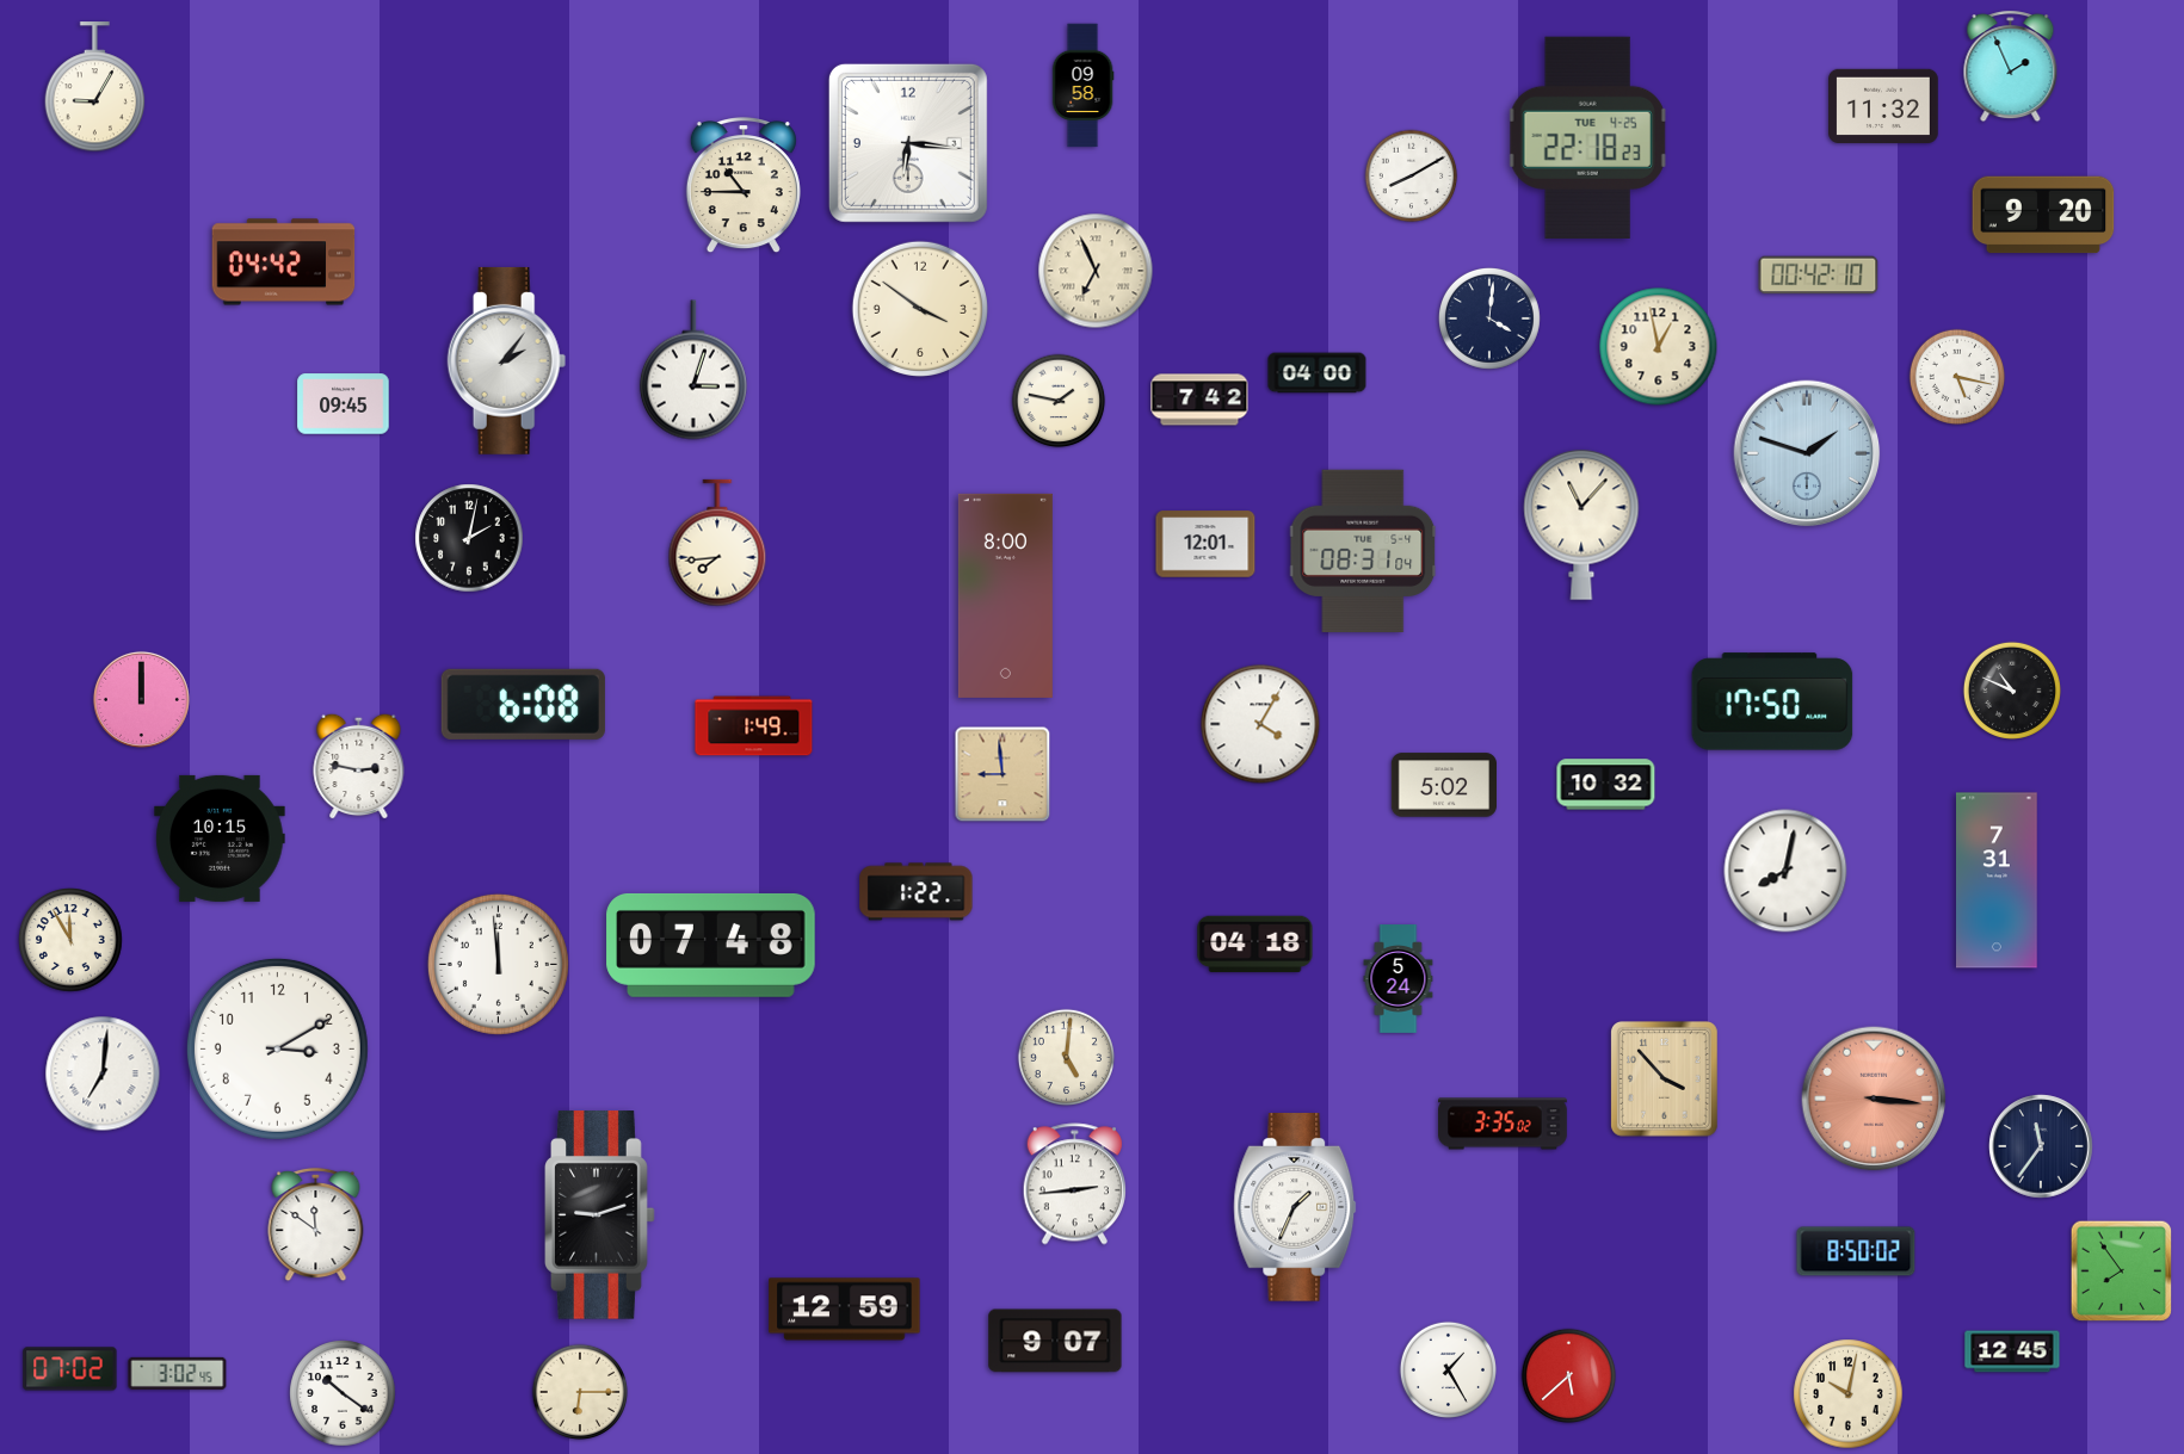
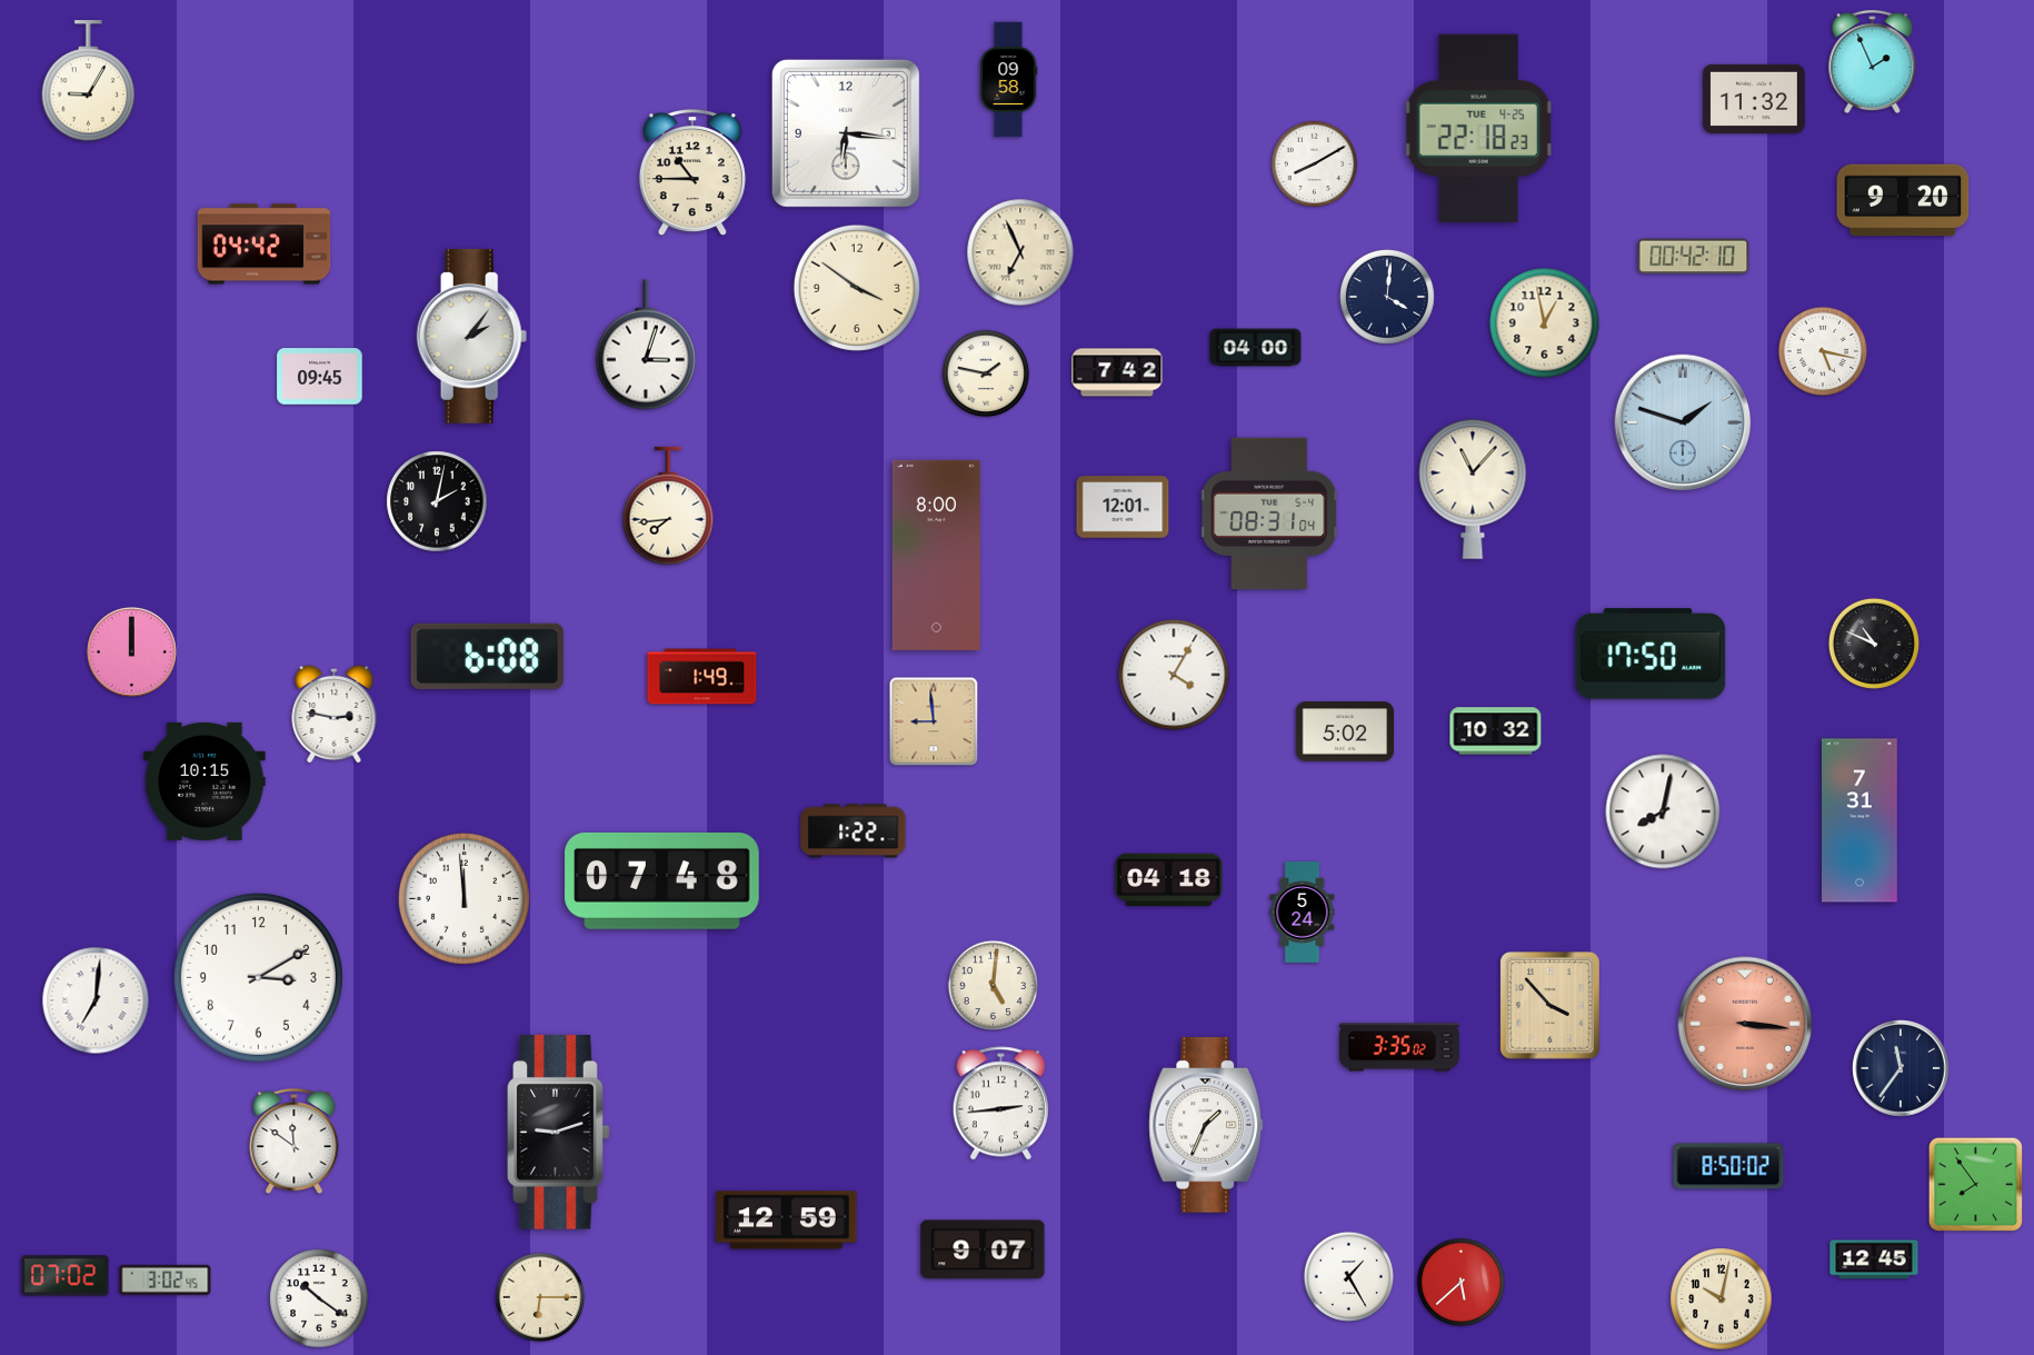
clock at (1318, 373) position: (1318, 373) -> (1256, 348)
clock at (72, 941): 11:55 -> none
